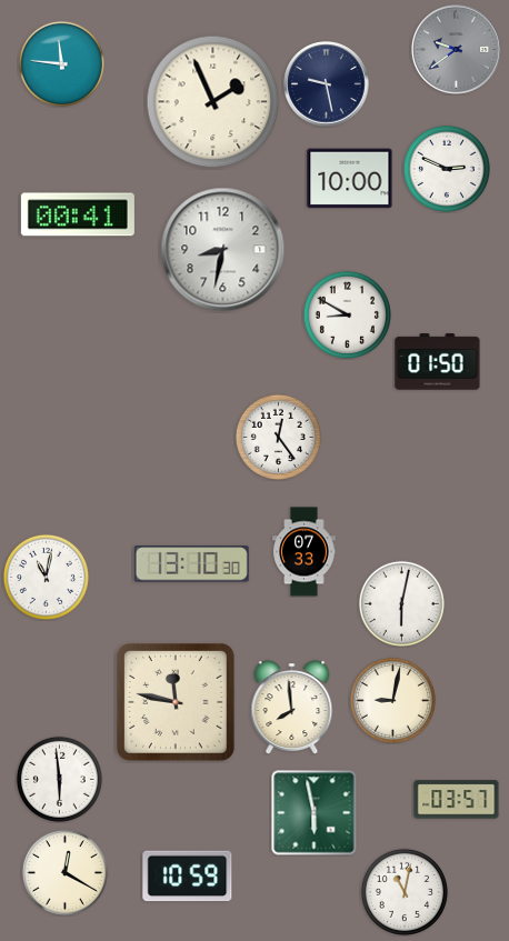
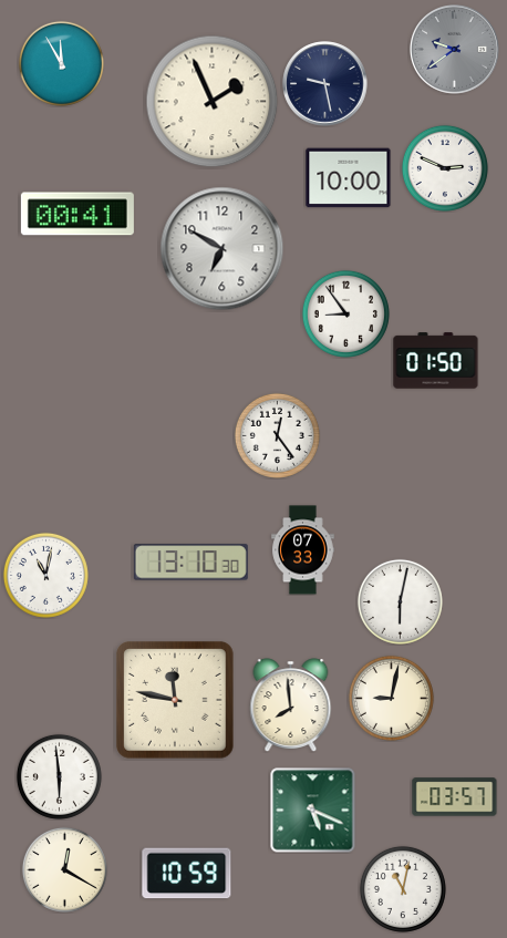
clock at (61, 63): 11:46 -> 11:55
clock at (223, 250): 8:32 -> 6:50
clock at (347, 314): 8:50 -> 8:54
clock at (315, 813): 5:58 -> 5:19
